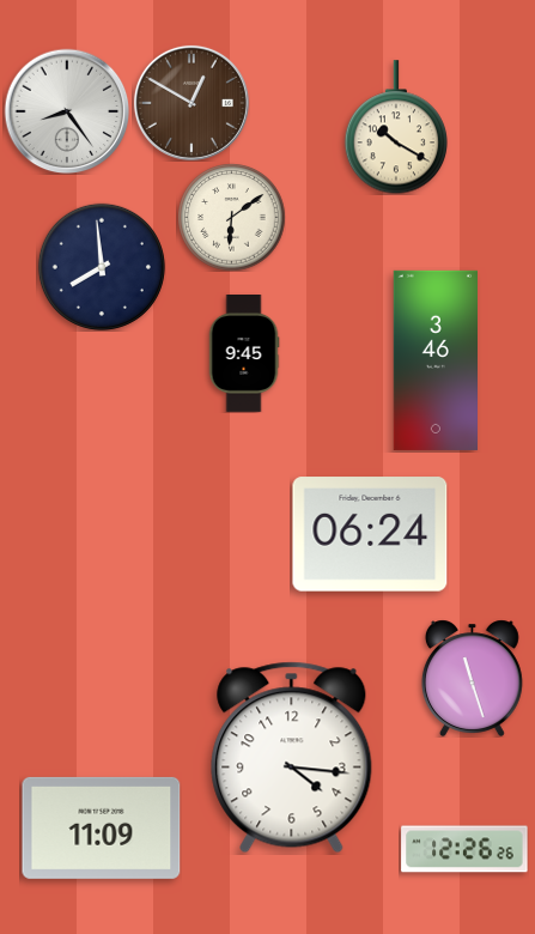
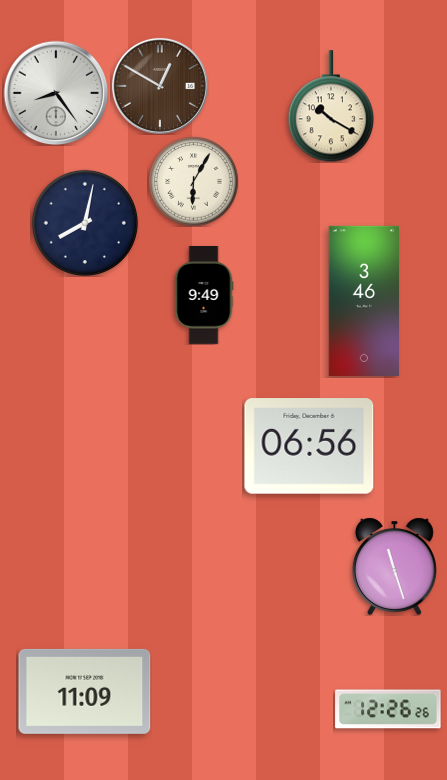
clock at (231, 217): 6:09 -> 6:05
clock at (102, 267): 7:59 -> 8:02
clock at (244, 354): 9:45 -> 9:49
clock at (370, 534): 06:24 -> 06:56
clock at (292, 758): 4:16 -> none
